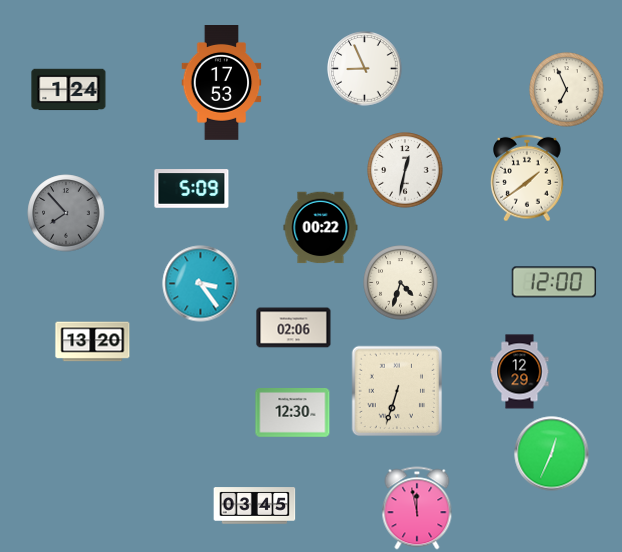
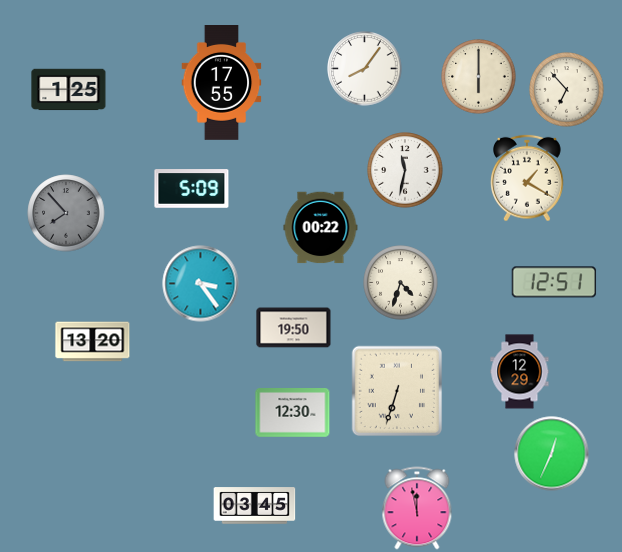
clock at (365, 69): 8:56 -> 8:06
clock at (479, 77): none -> 6:00
clock at (222, 83): 17:53 -> 17:55
clock at (69, 90): 1:24 -> 1:25
clock at (567, 90): 6:56 -> 6:53
clock at (405, 170): 12:32 -> 11:32
clock at (528, 178): 1:39 -> 1:20
clock at (554, 282): 12:00 -> 12:51
clock at (294, 328): 02:06 -> 19:50
